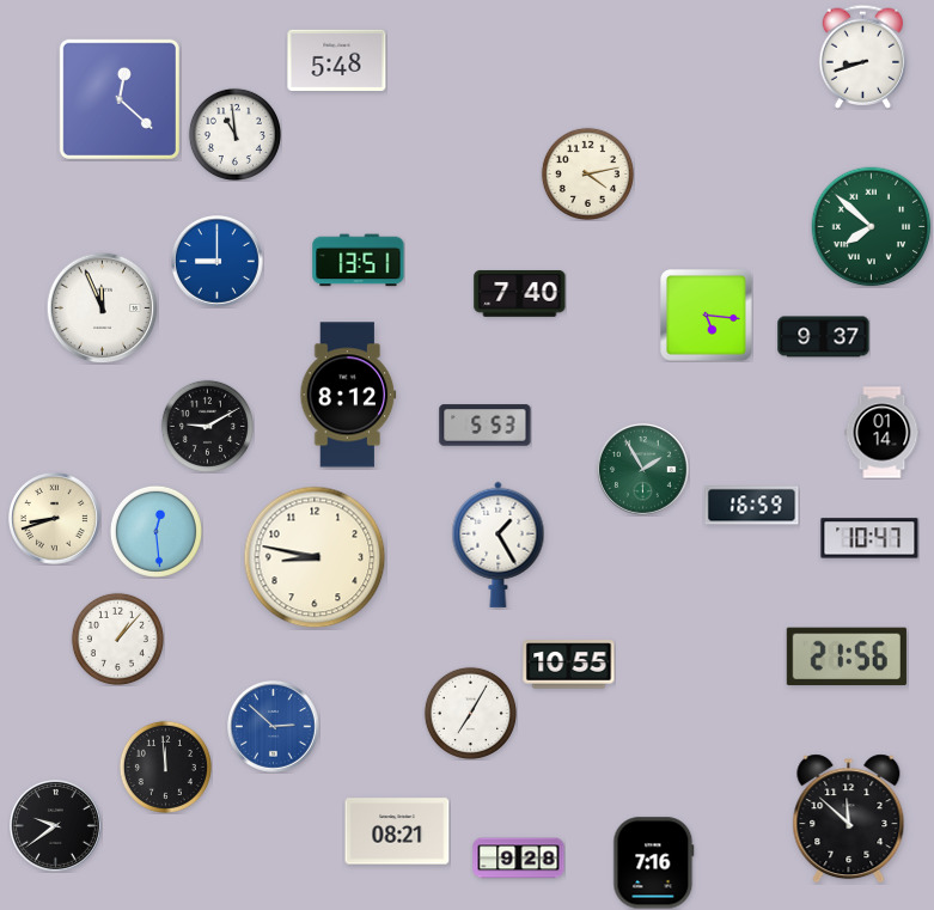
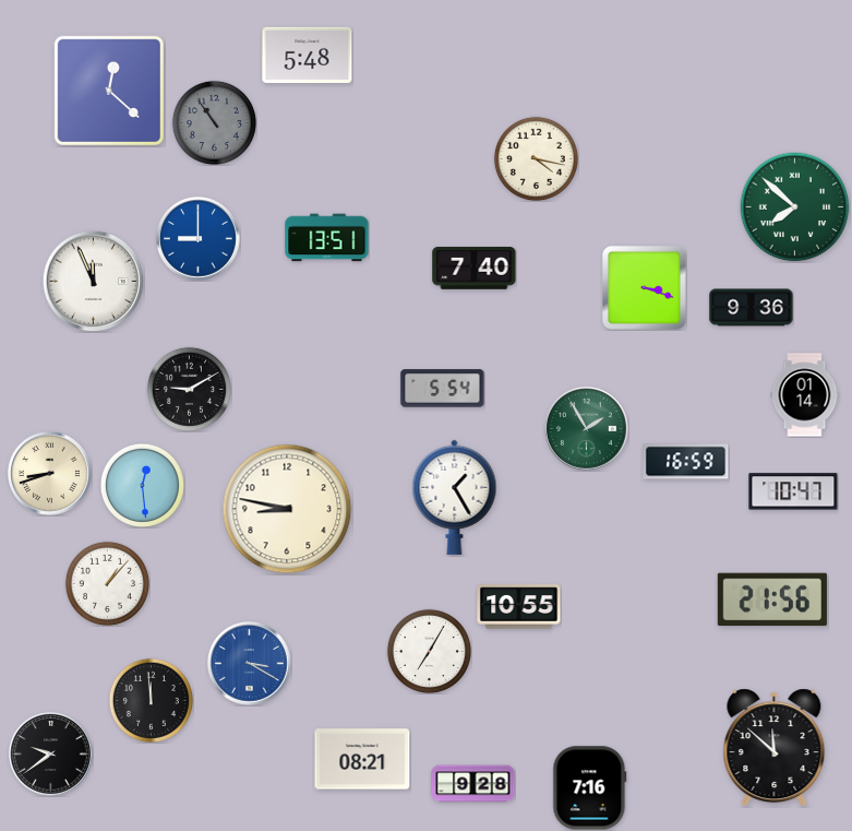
clock at (863, 56): 8:42 -> none
clock at (234, 134): 10:59 -> 10:54
clock at (234, 134) dial: white -> grey
clock at (587, 173): 4:13 -> 4:17
clock at (707, 316): 5:16 -> 3:18
clock at (824, 337): 9:37 -> 9:36
clock at (348, 395): 8:12 -> none
clock at (486, 426): 5:53 -> 5:54
clock at (274, 727): 2:52 -> 3:20
clock at (654, 863) position: (654, 863) -> (590, 788)
